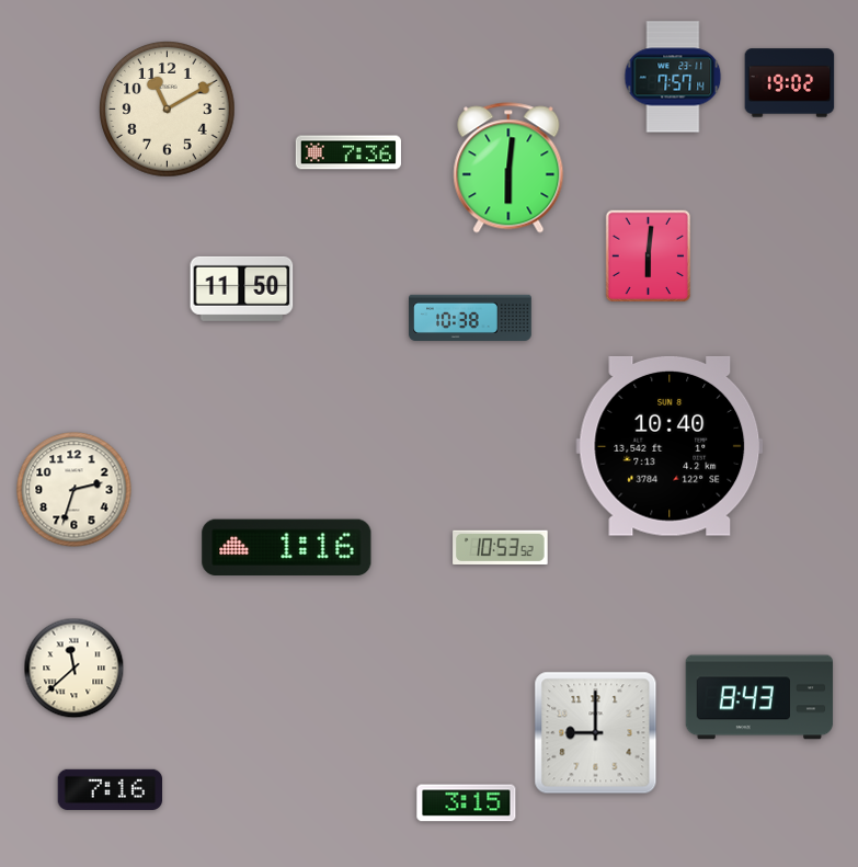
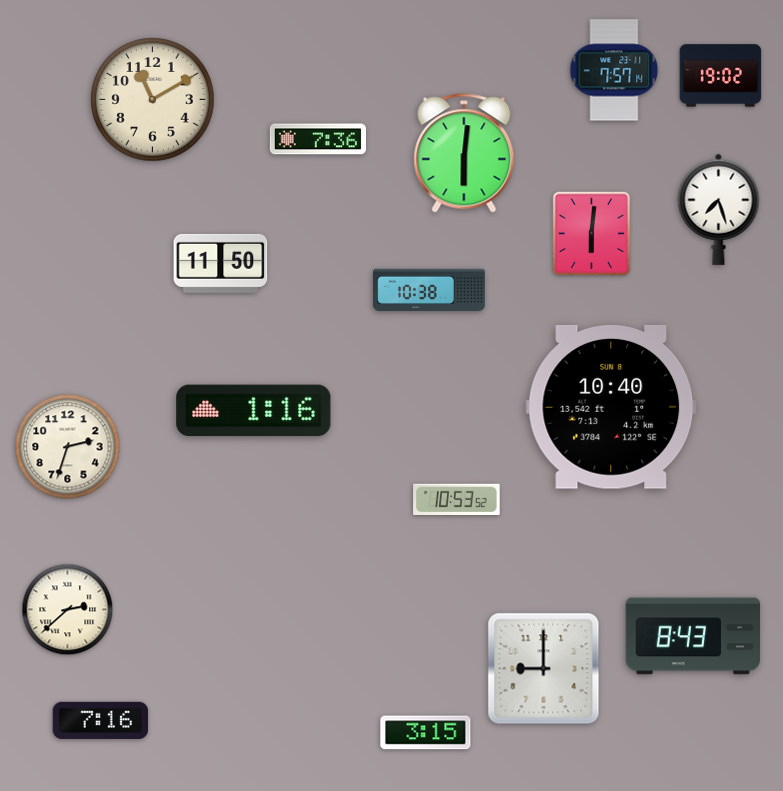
clock at (719, 209): none -> 7:27
clock at (287, 548) position: (287, 548) -> (254, 411)
clock at (75, 669): 11:38 -> 2:38
